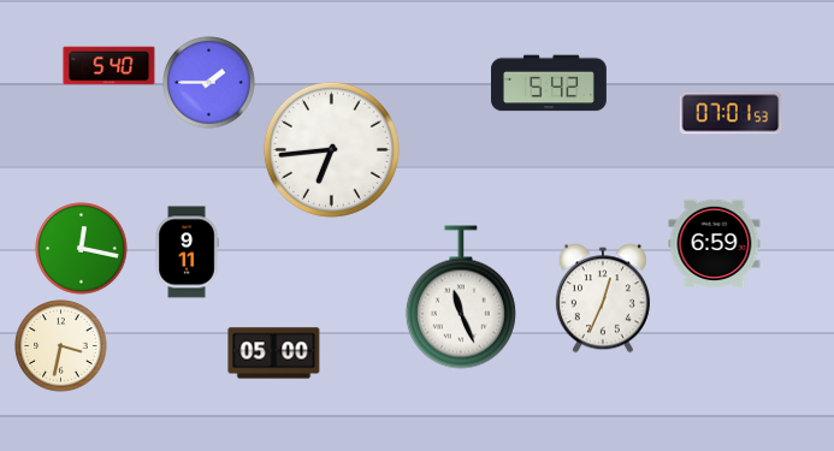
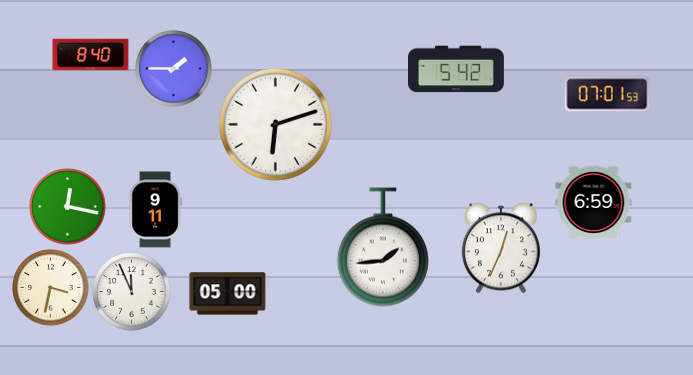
clock at (110, 66): 5:40 -> 8:40
clock at (331, 149): 6:44 -> 6:12
clock at (461, 297): 11:26 -> 1:44
clock at (132, 292): none -> 11:56
